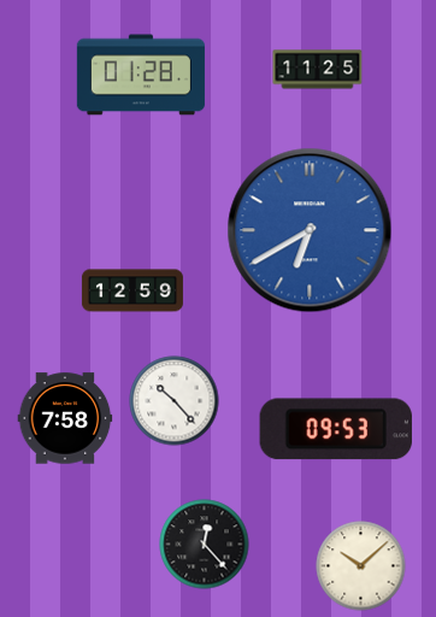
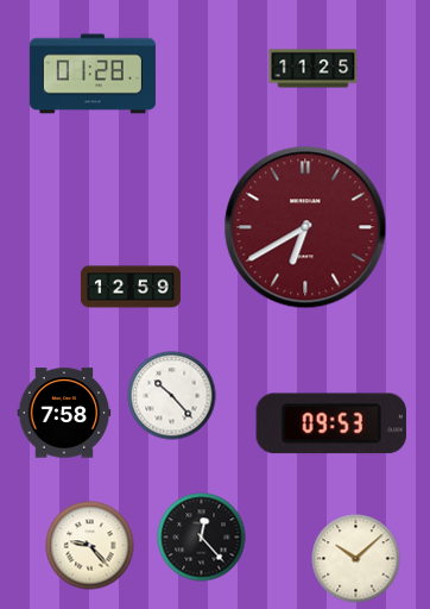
clock at (141, 75) position: (141, 75) -> (93, 74)
clock at (310, 230) dial: blue -> burgundy
clock at (90, 546): none -> 9:23
